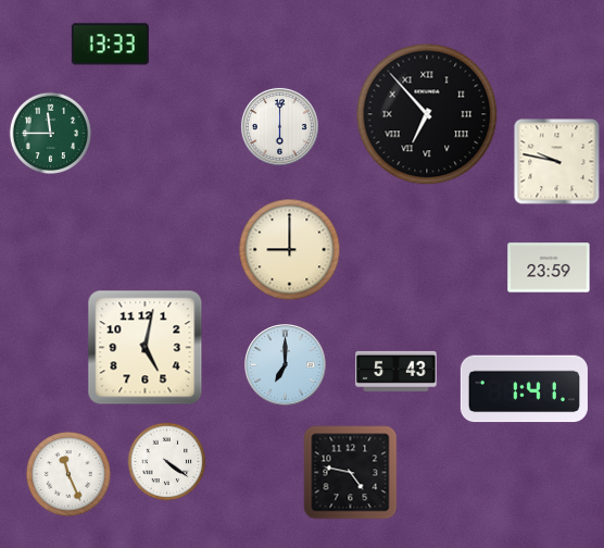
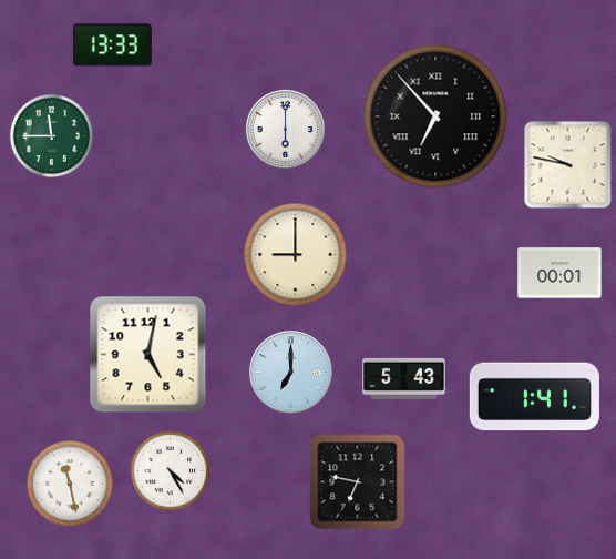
clock at (549, 267): 23:59 -> 00:01
clock at (167, 462): 4:21 -> 4:25
clock at (351, 473): 4:47 -> 6:47
clock at (68, 474): 11:26 -> 11:28
